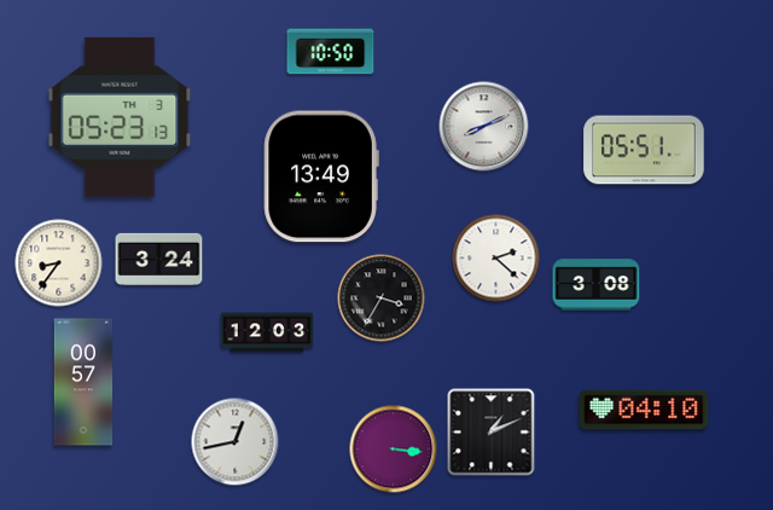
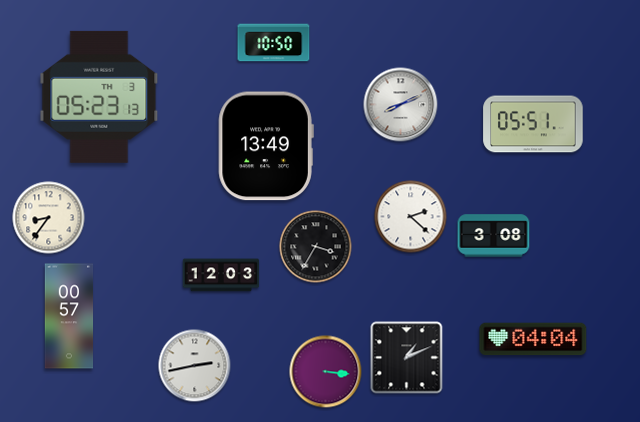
clock at (159, 259): 3:24 -> none
clock at (496, 259) position: (496, 259) -> (411, 217)
clock at (644, 410): 04:10 -> 04:04
clock at (236, 442): 12:43 -> 2:43
